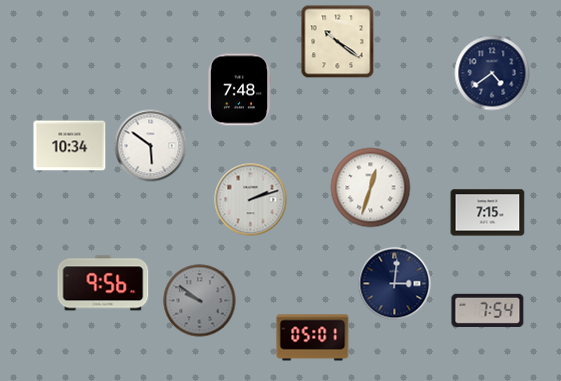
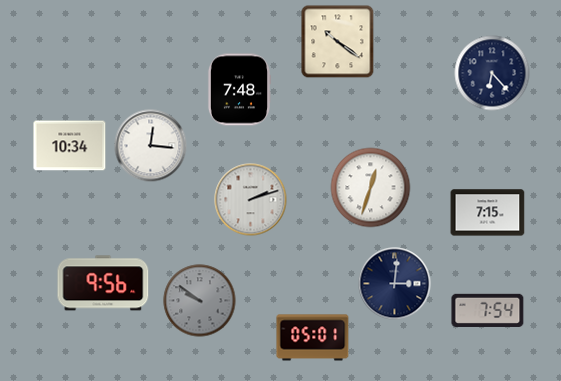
clock at (492, 73): 4:39 -> 6:23
clock at (151, 146): 5:51 -> 12:16
